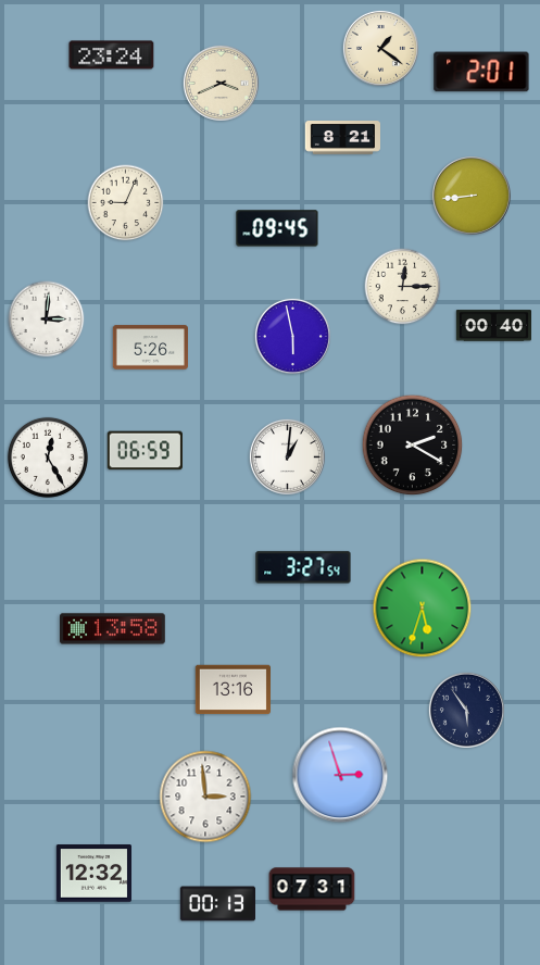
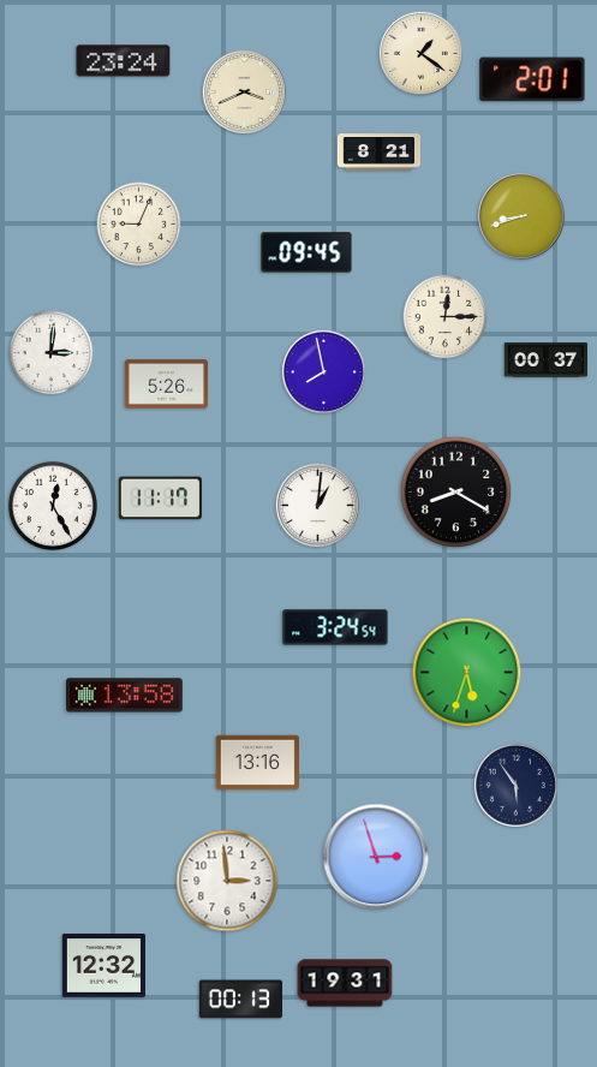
clock at (473, 197): 8:44 -> 8:42
clock at (493, 326): 00:40 -> 00:37
clock at (292, 336): 5:58 -> 7:58
clock at (413, 446): 2:20 -> 8:20
clock at (145, 451): 06:59 -> 11:17
clock at (303, 567): 3:27 -> 3:24
clock at (312, 889): 07:31 -> 19:31
